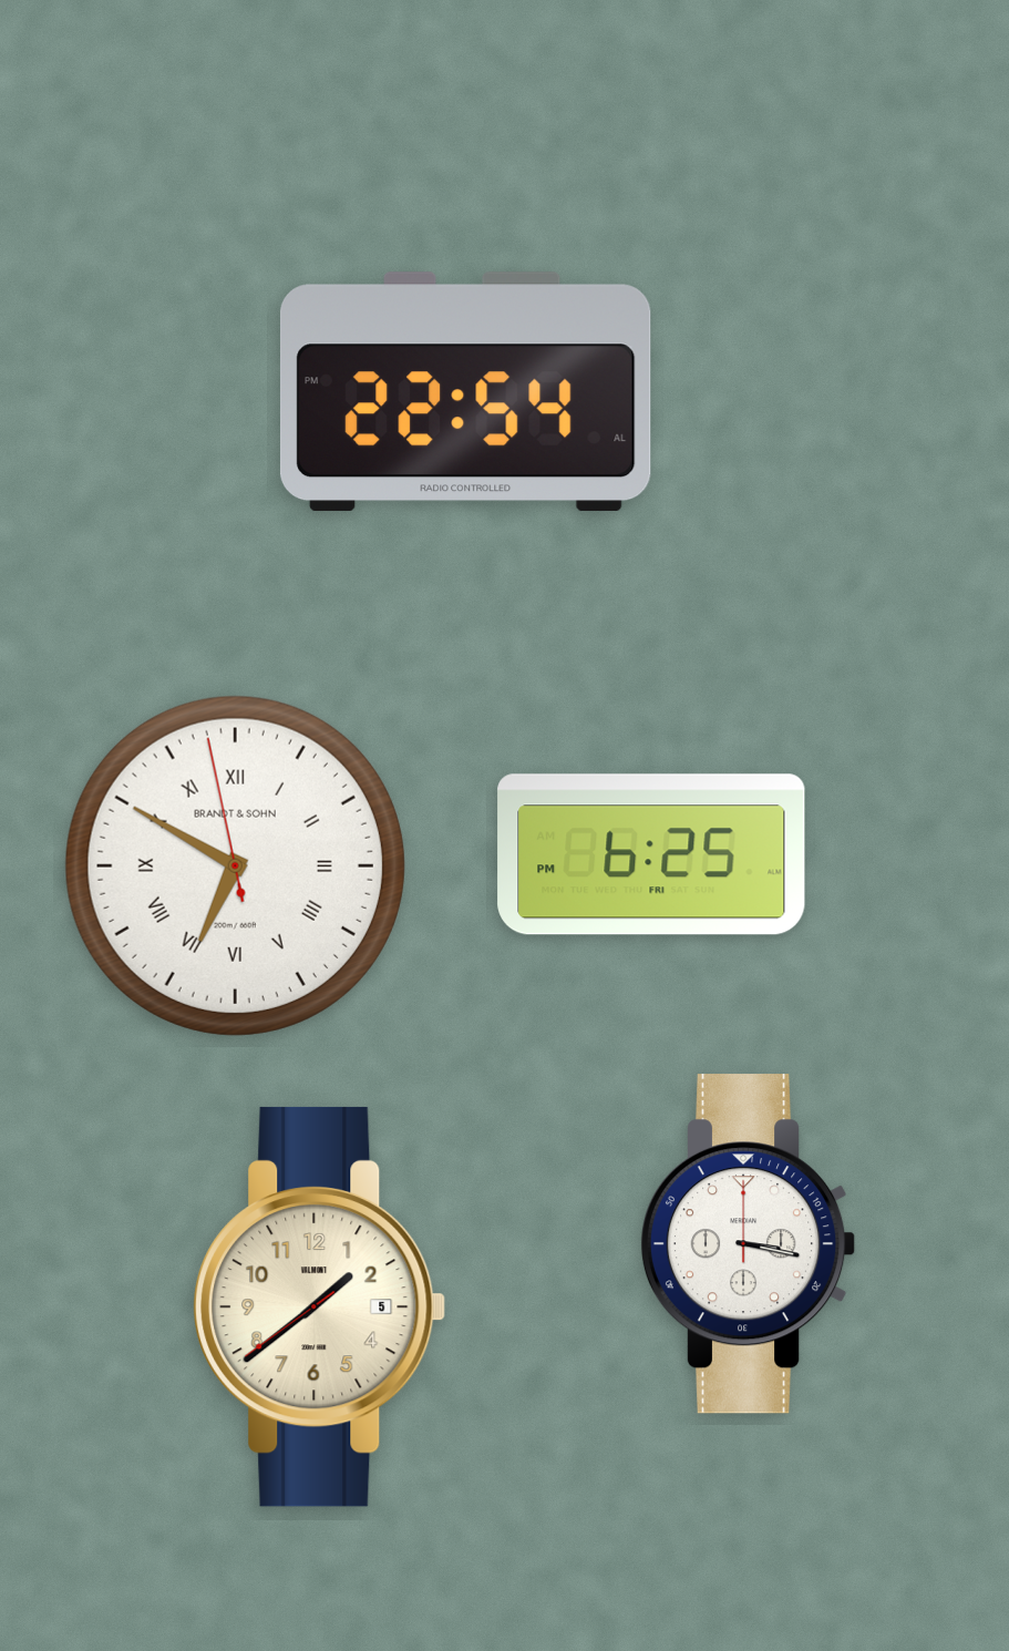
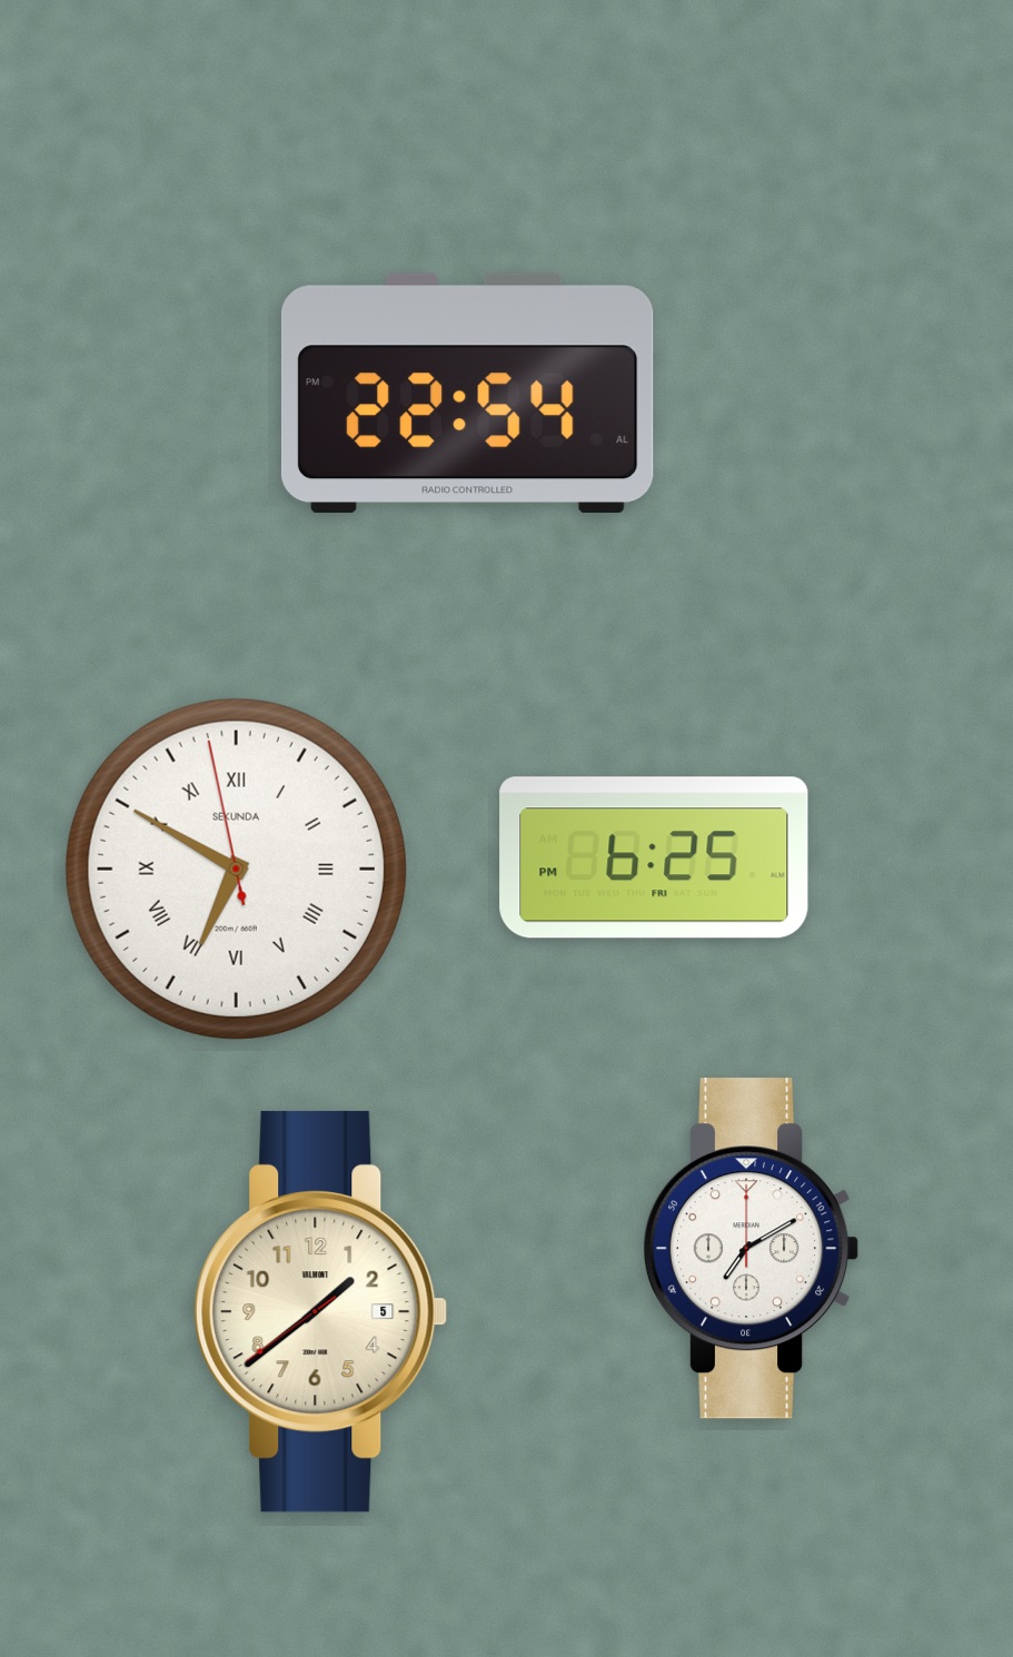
clock at (235, 865) brand: BRANDT & SOHN -> SEKUNDA
clock at (748, 1244): 3:17 -> 7:10
